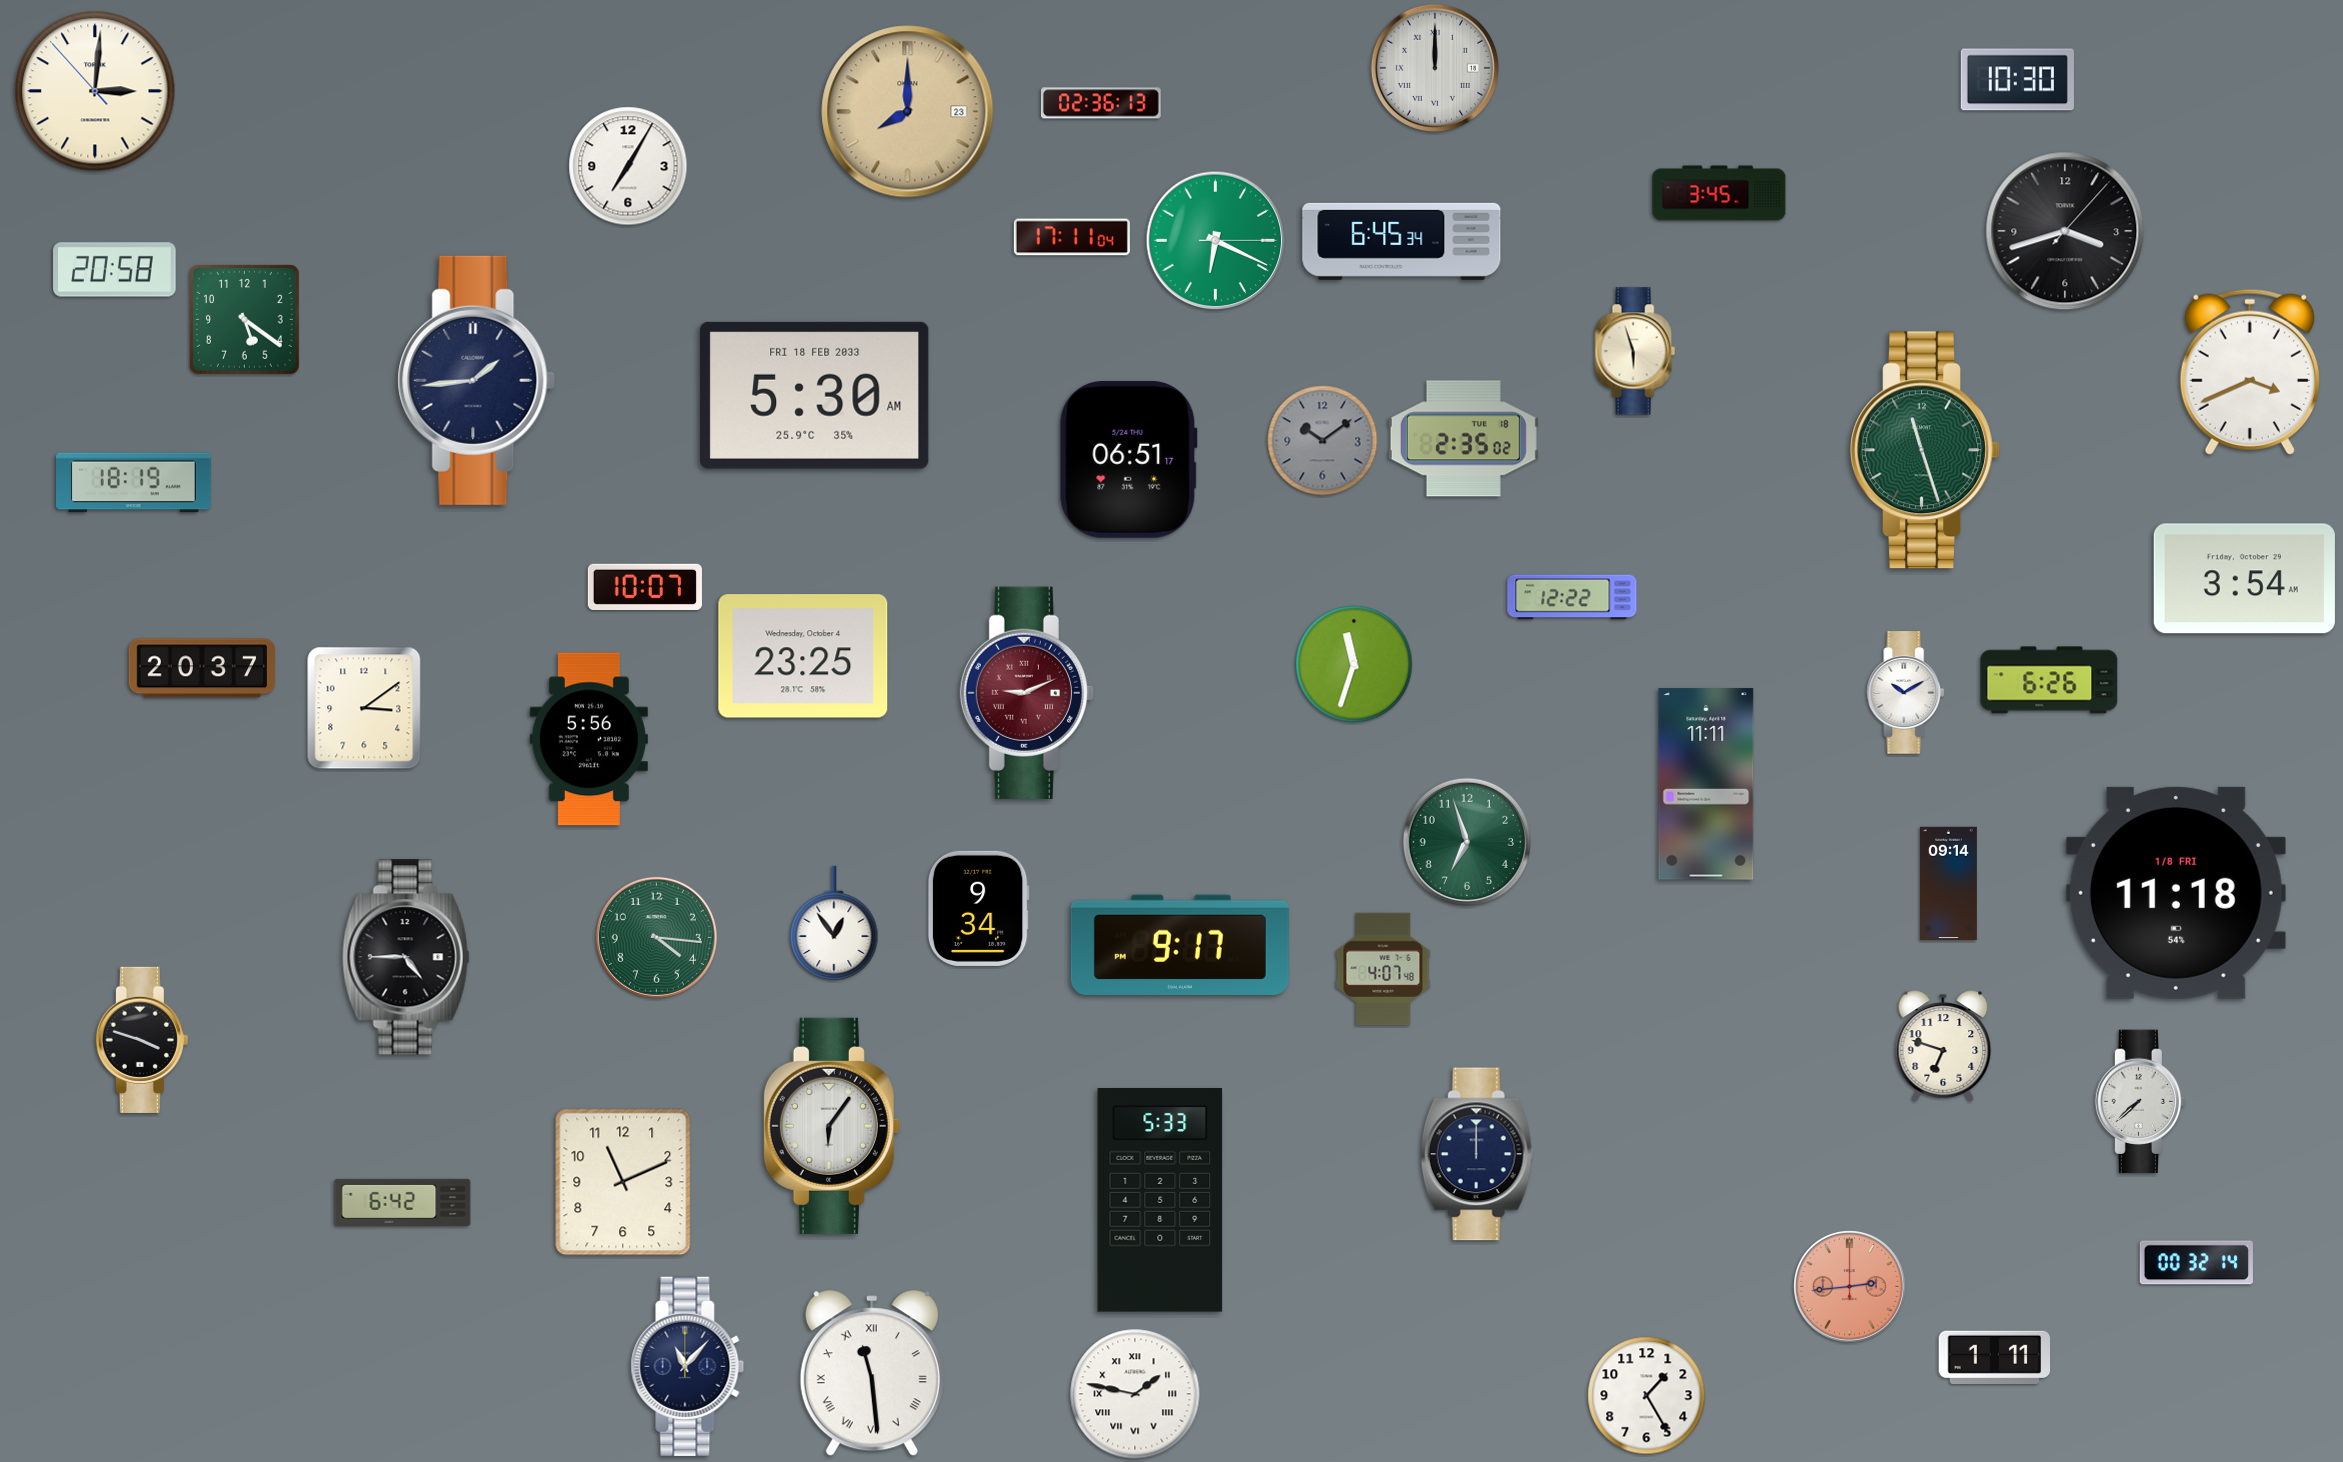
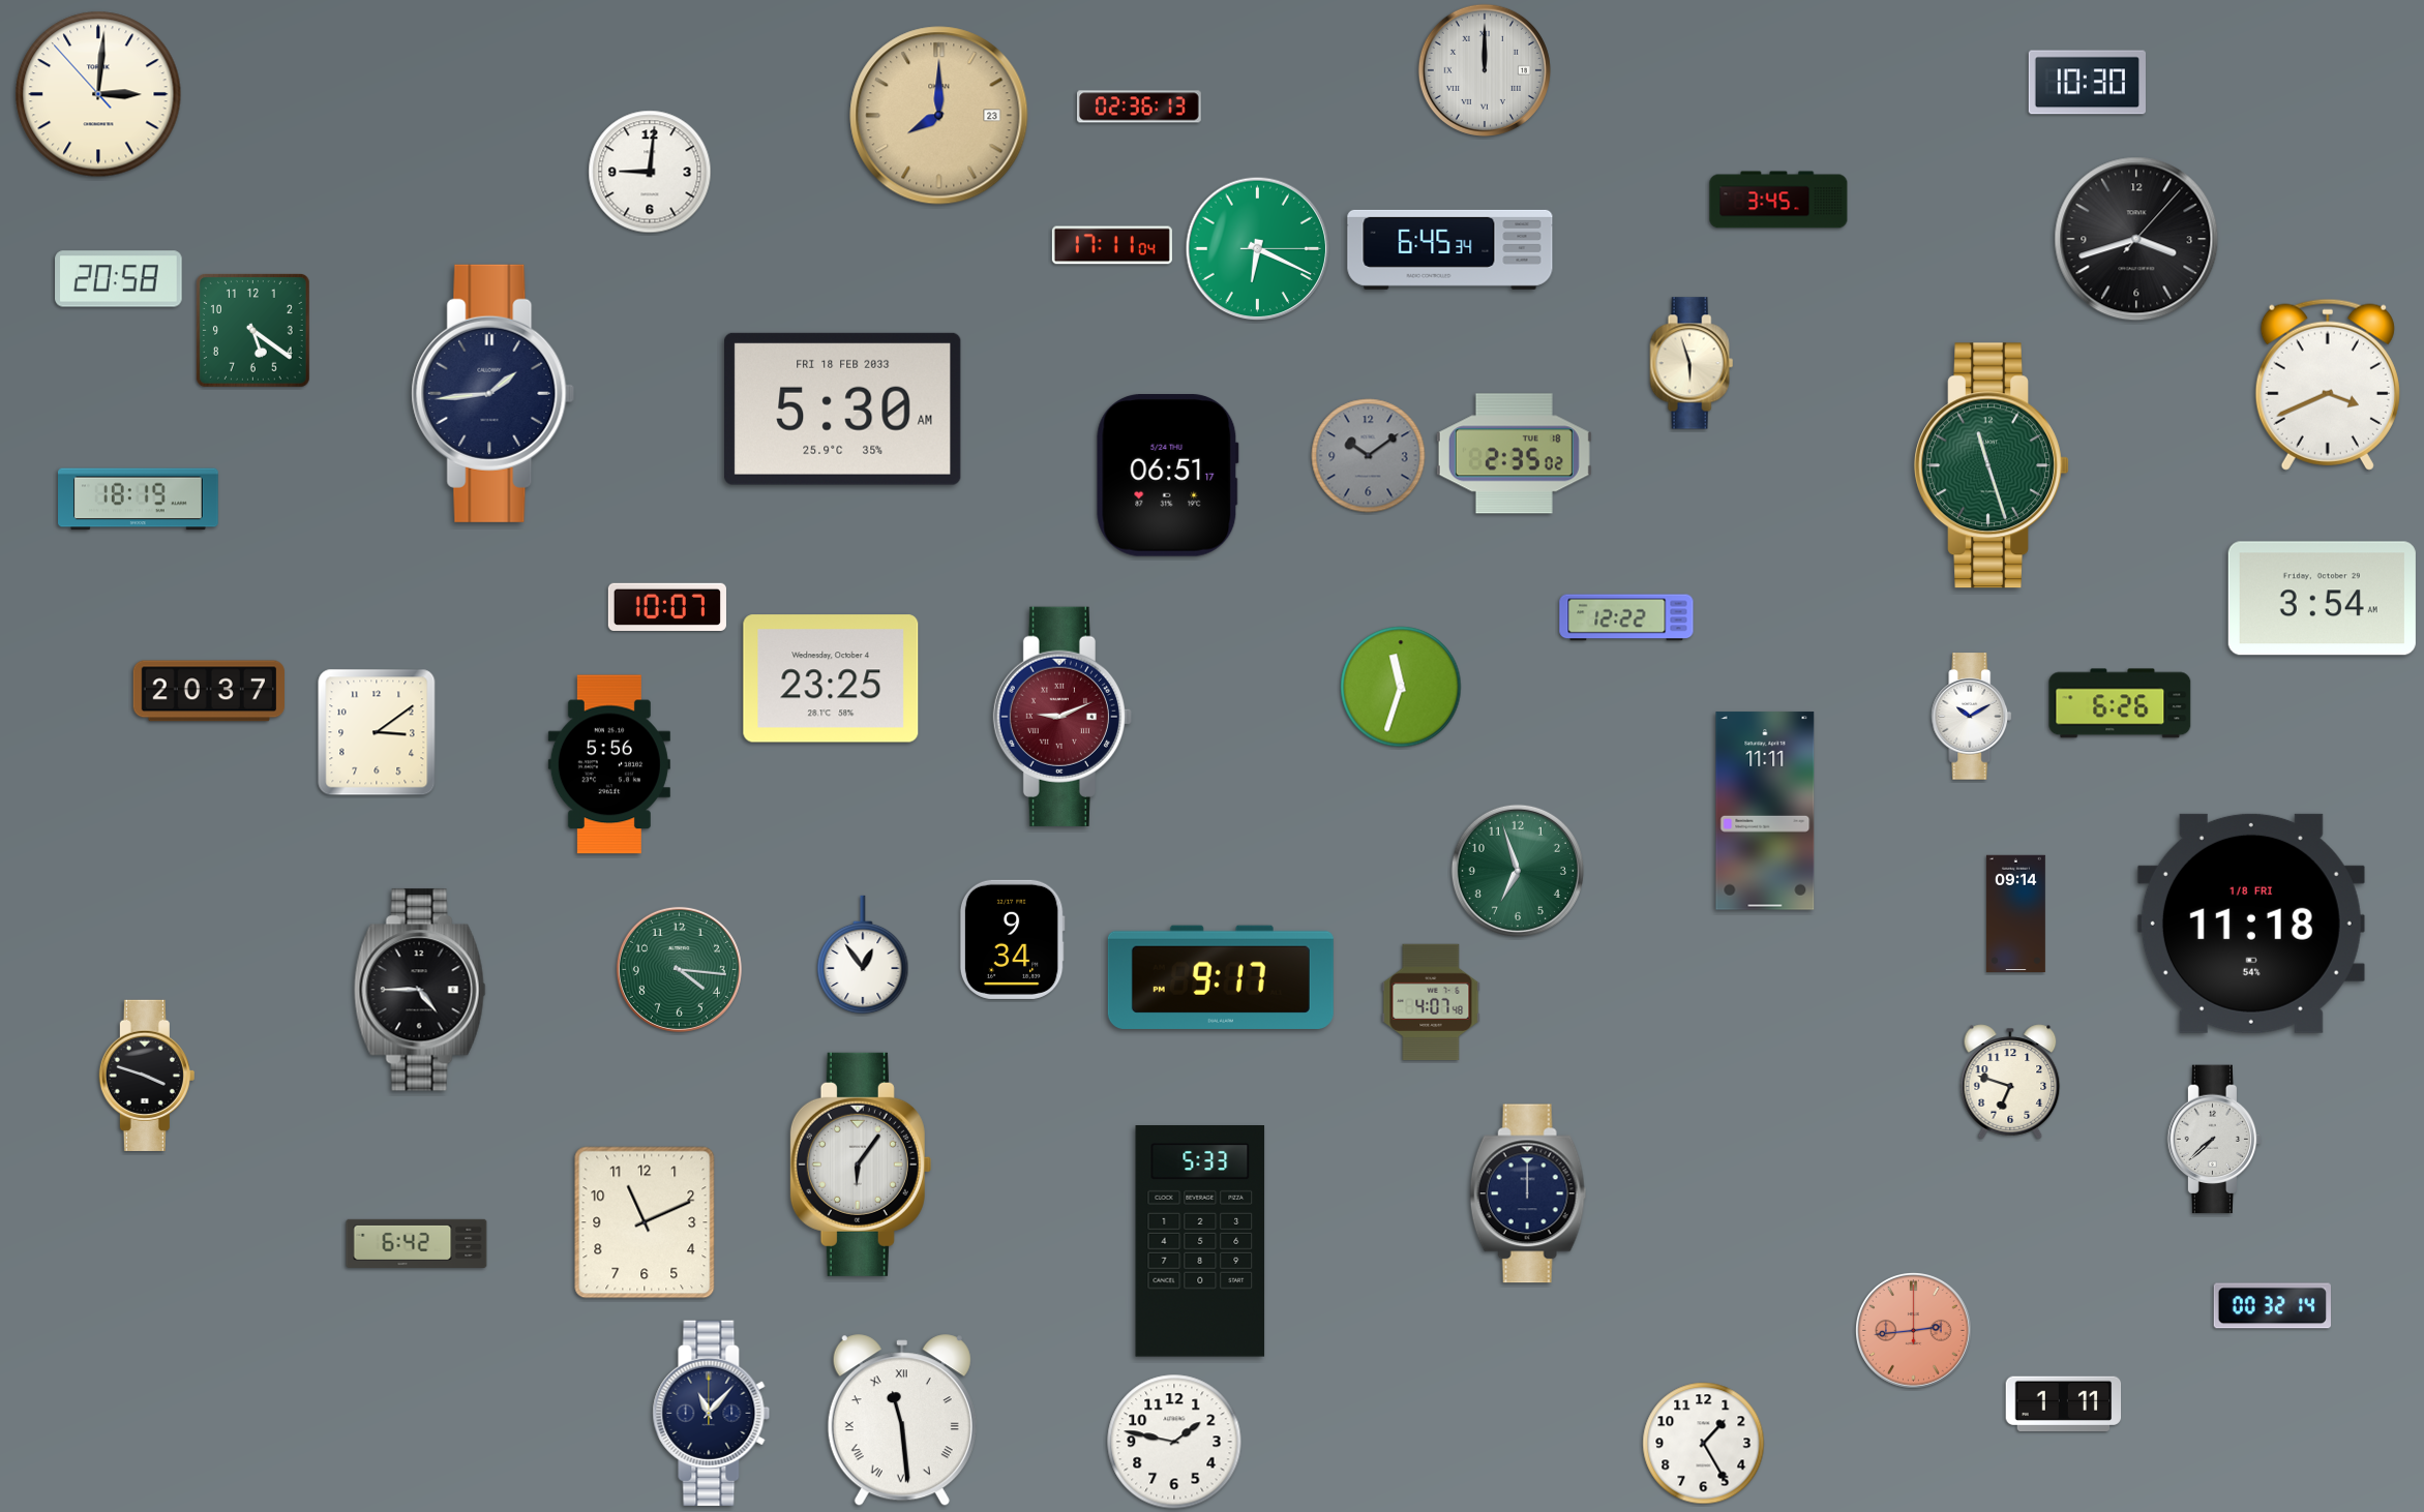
clock at (628, 166): 7:05 -> 9:01
clock at (1072, 237) position: (1072, 237) -> (1112, 245)
clock at (1135, 1394) numerals: Roman -> Arabic
